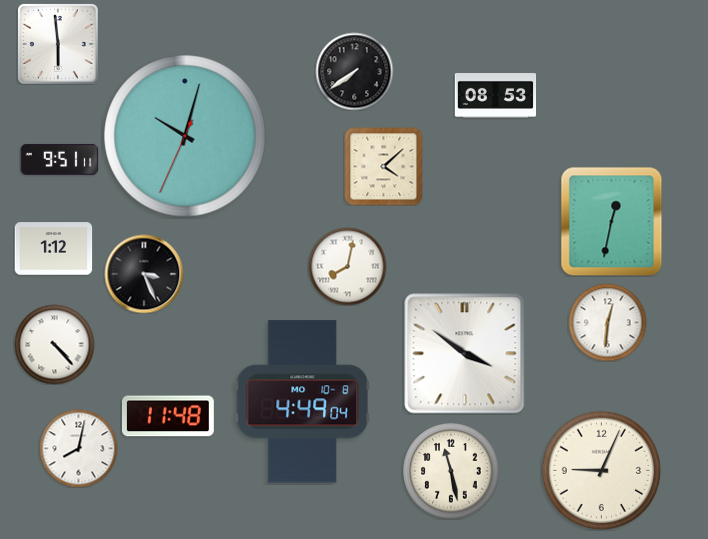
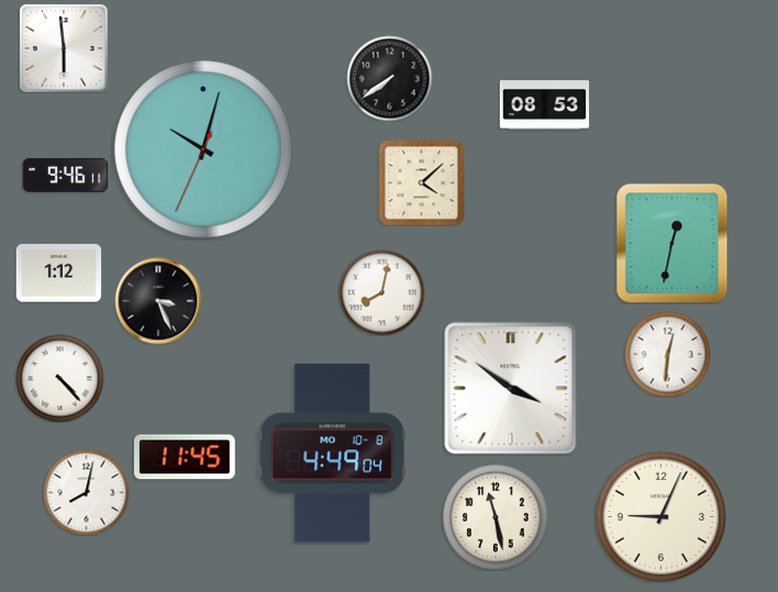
clock at (59, 159): 9:51 -> 9:46
clock at (302, 402) position: (302, 402) -> (332, 454)
clock at (168, 416): 11:48 -> 11:45
